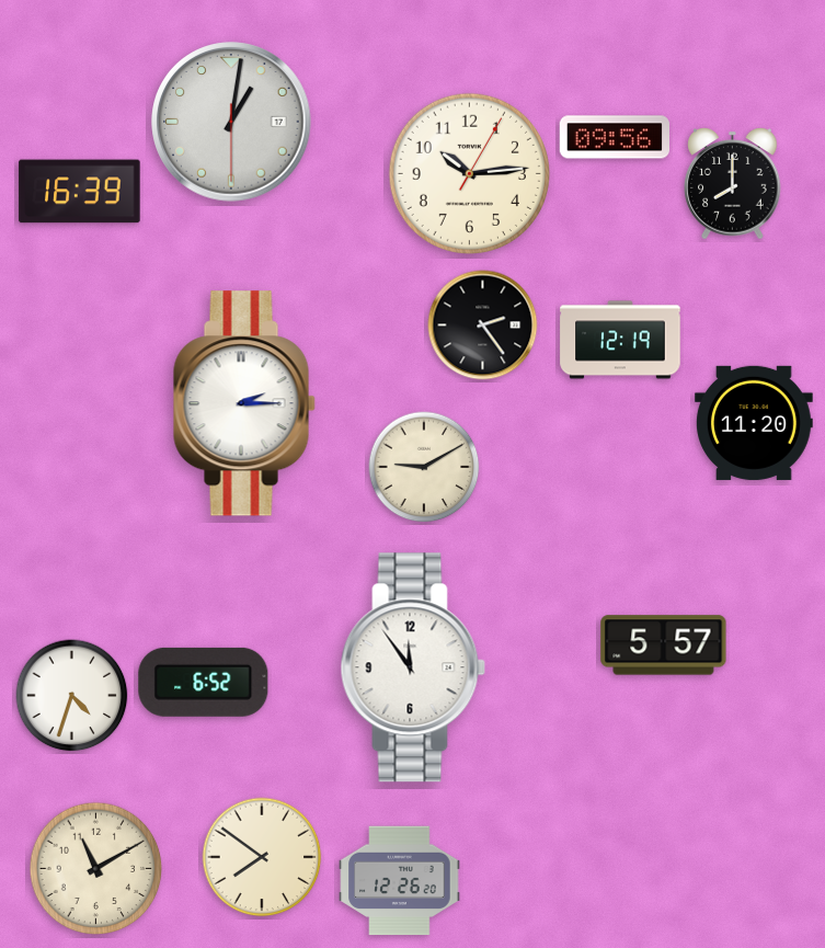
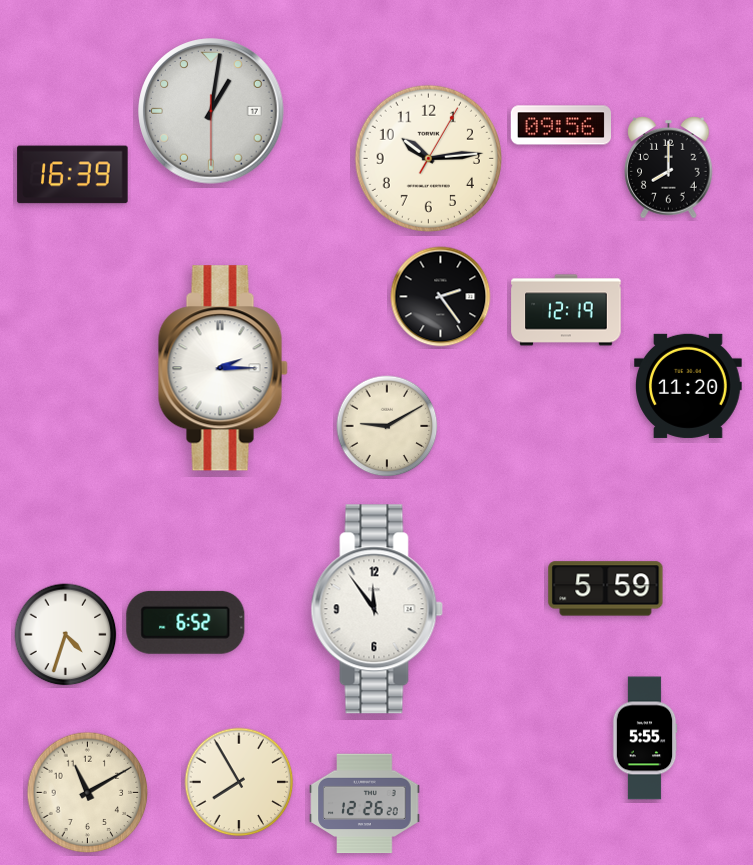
clock at (664, 646): 5:57 -> 5:59
clock at (645, 738): none -> 5:55
clock at (262, 857): 7:51 -> 7:55
